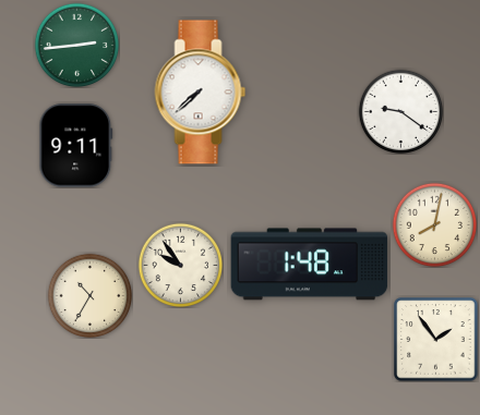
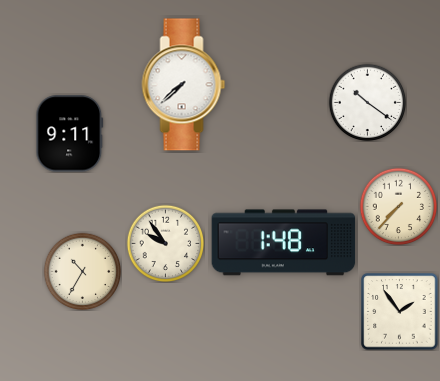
clock at (76, 45): 2:44 -> none
clock at (400, 111): 9:21 -> 10:21
clock at (434, 224): 8:02 -> 7:37
